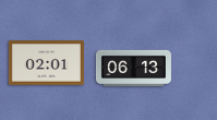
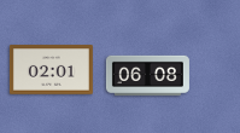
clock at (133, 68): 06:13 -> 06:08
